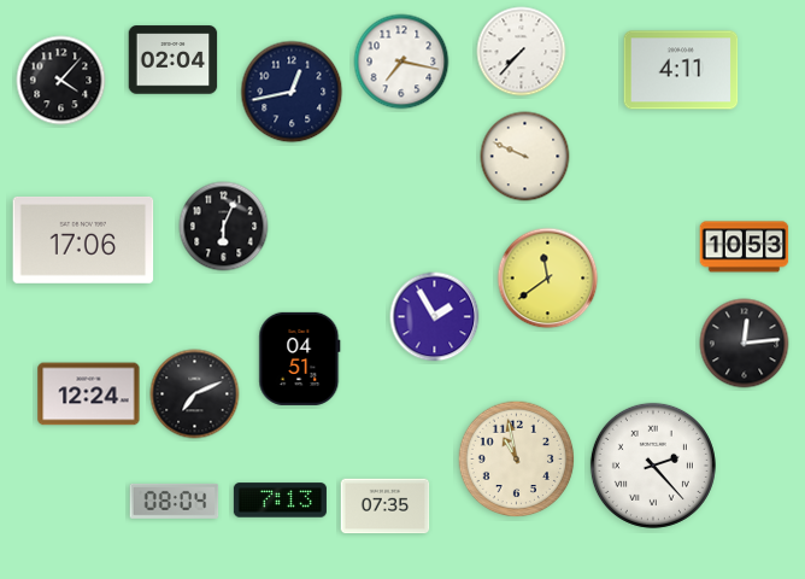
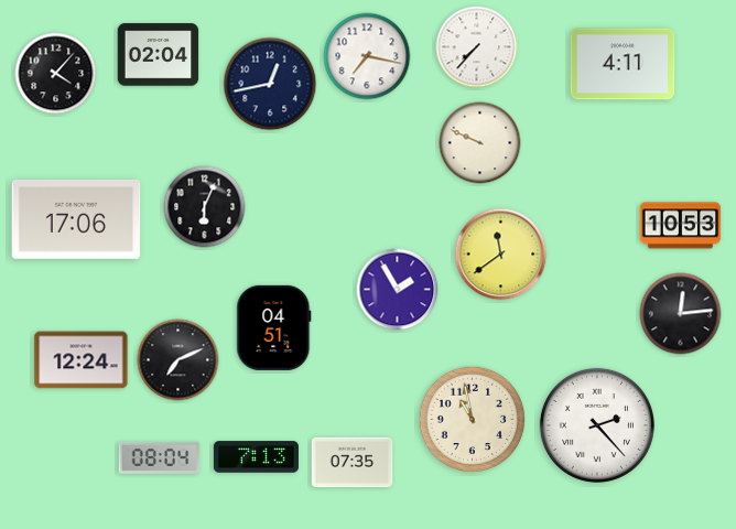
clock at (292, 92) position: (292, 92) -> (270, 84)
